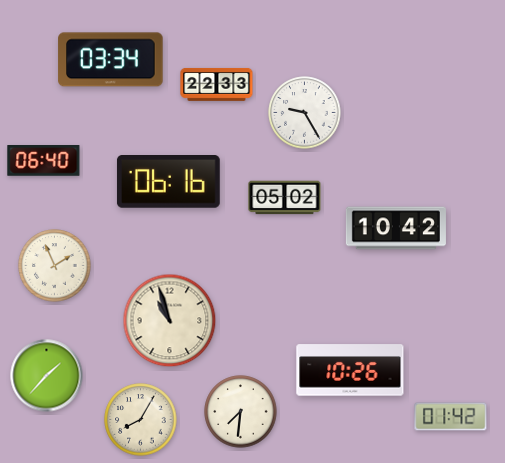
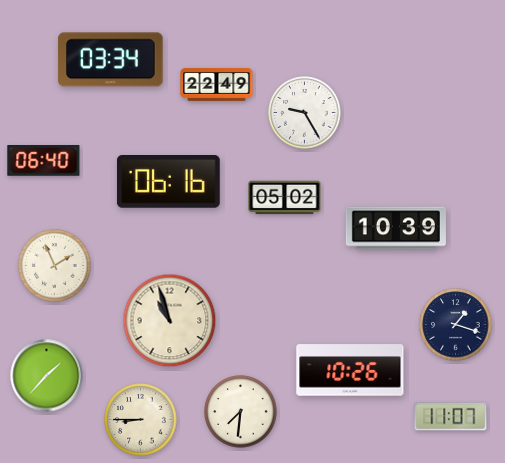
clock at (217, 84): 22:33 -> 22:49
clock at (396, 228): 10:42 -> 10:39
clock at (456, 325): none -> 1:18
clock at (451, 417): 01:42 -> 11:07
clock at (141, 420): 8:05 -> 8:45
